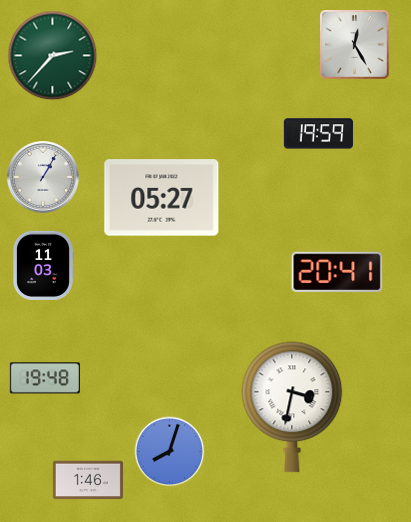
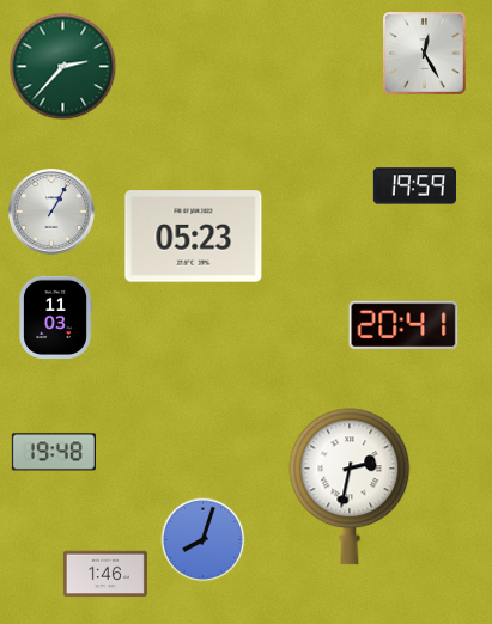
clock at (318, 134) position: (318, 134) -> (414, 186)
clock at (162, 198): 05:27 -> 05:23
clock at (44, 265) position: (44, 265) -> (56, 317)
clock at (292, 407): 3:32 -> 2:32
